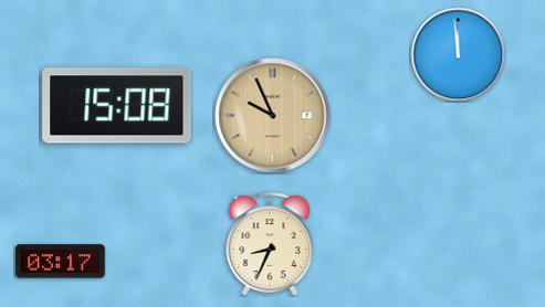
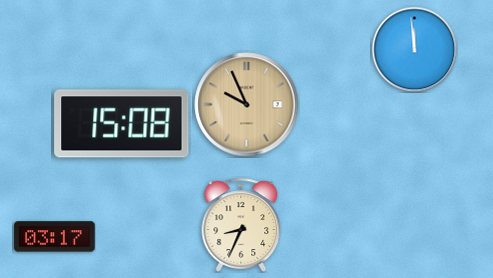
clock at (117, 106) position: (117, 106) -> (122, 124)
clock at (270, 244) position: (270, 244) -> (241, 225)
